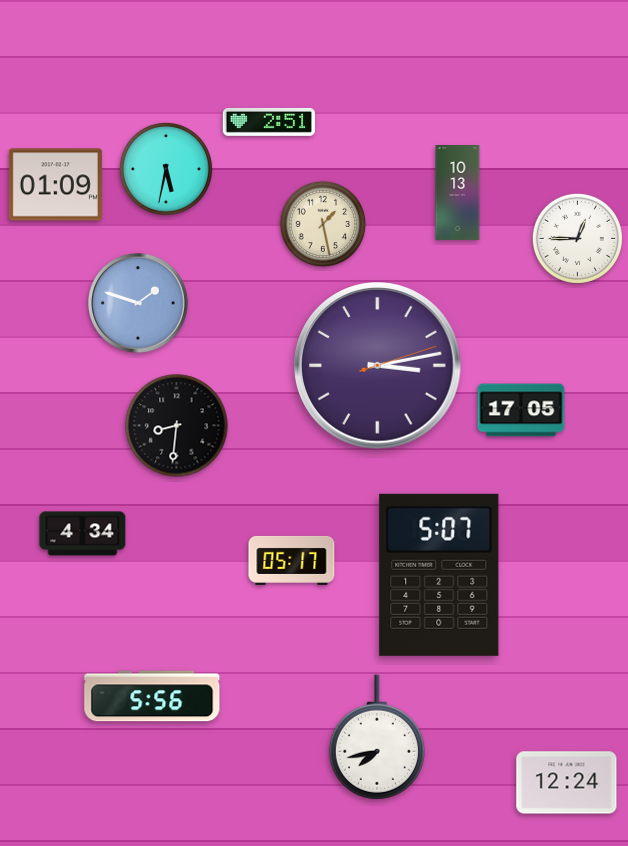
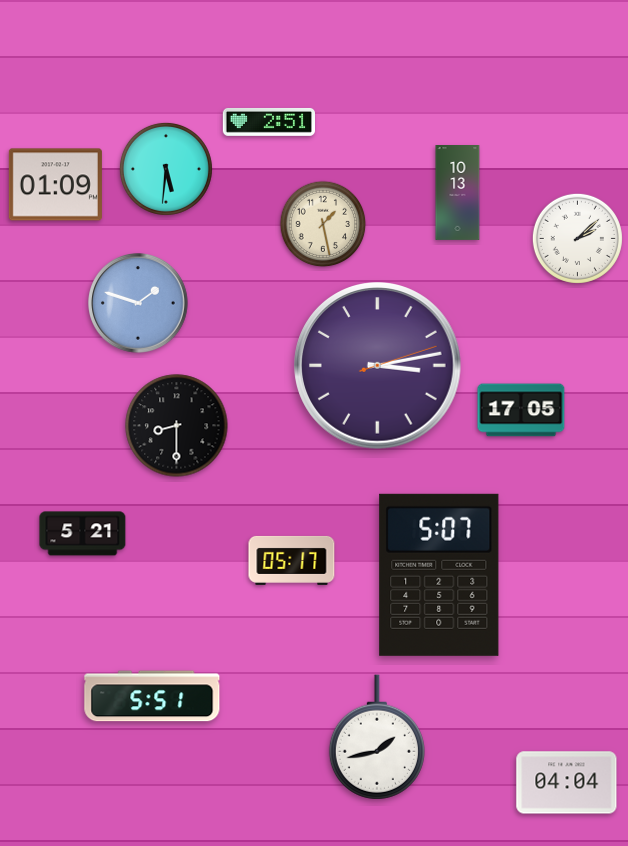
clock at (166, 169): 5:32 -> 5:31
clock at (577, 238): 12:45 -> 2:08
clock at (177, 426): 8:31 -> 8:30
clock at (83, 534): 4:34 -> 5:21
clock at (152, 696): 5:56 -> 5:51
clock at (377, 737): 7:43 -> 1:43
clock at (567, 783): 12:24 -> 04:04
